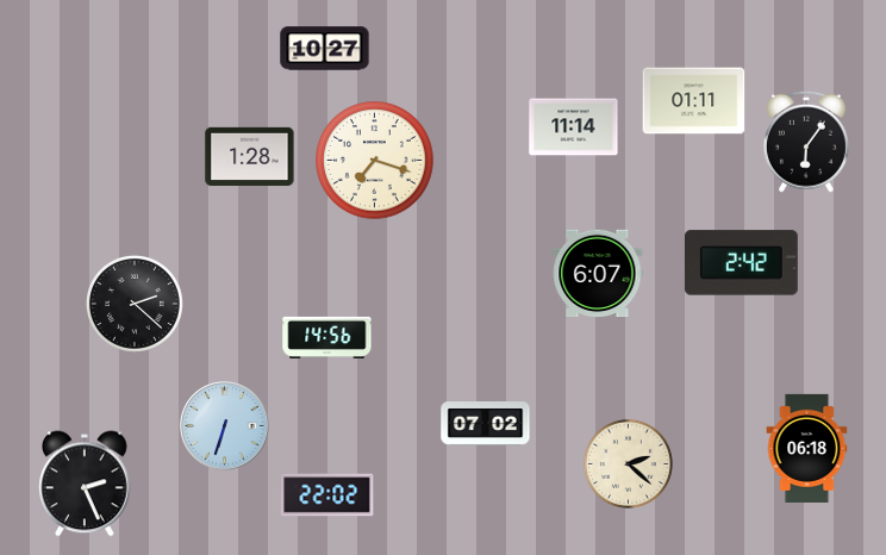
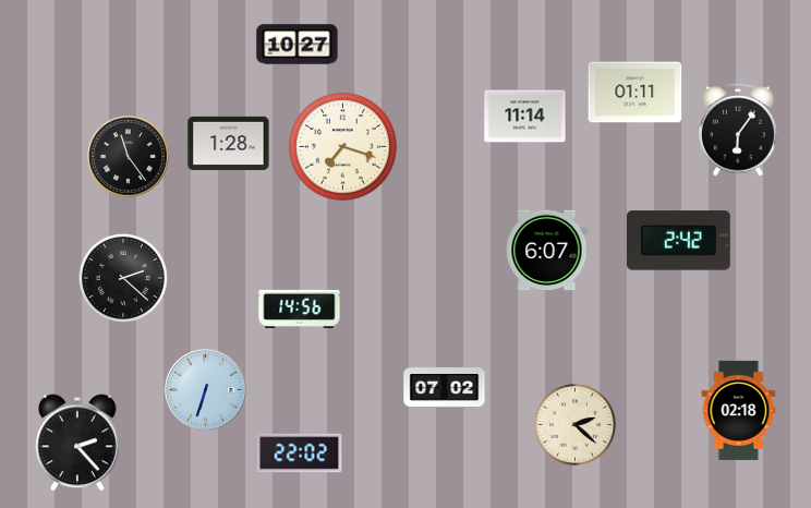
clock at (129, 157): none -> 11:24
clock at (807, 448): 06:18 -> 02:18
clock at (86, 484): 2:26 -> 2:23
